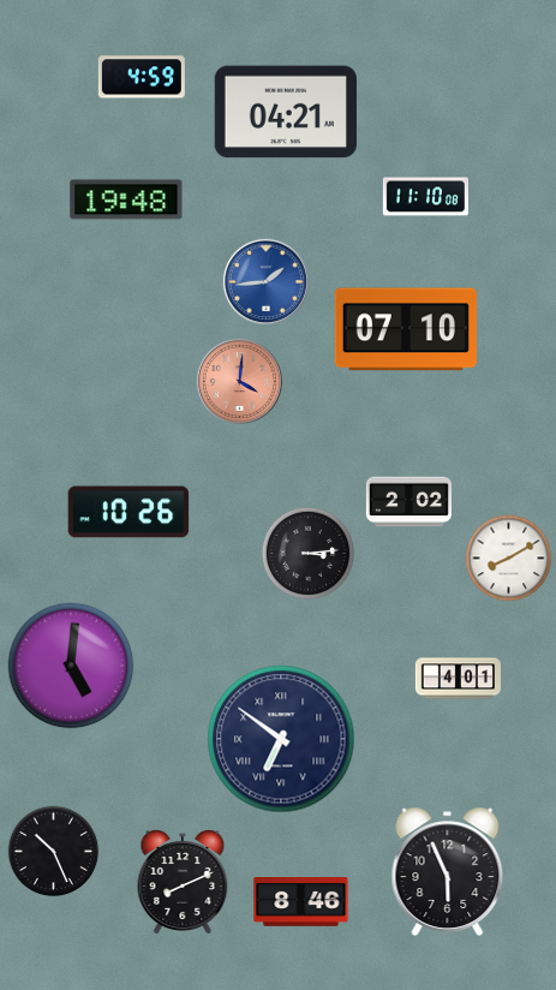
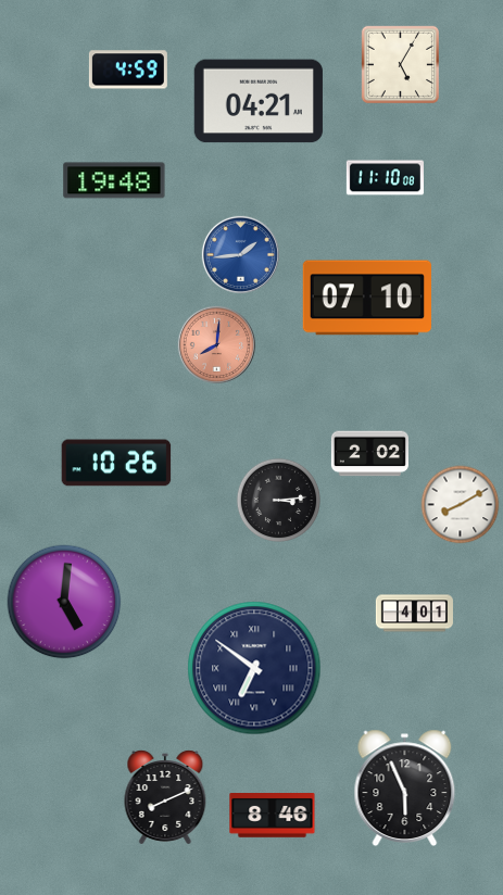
clock at (401, 65): none -> 5:05
clock at (239, 381): 4:01 -> 8:01
clock at (54, 852): 10:26 -> none
